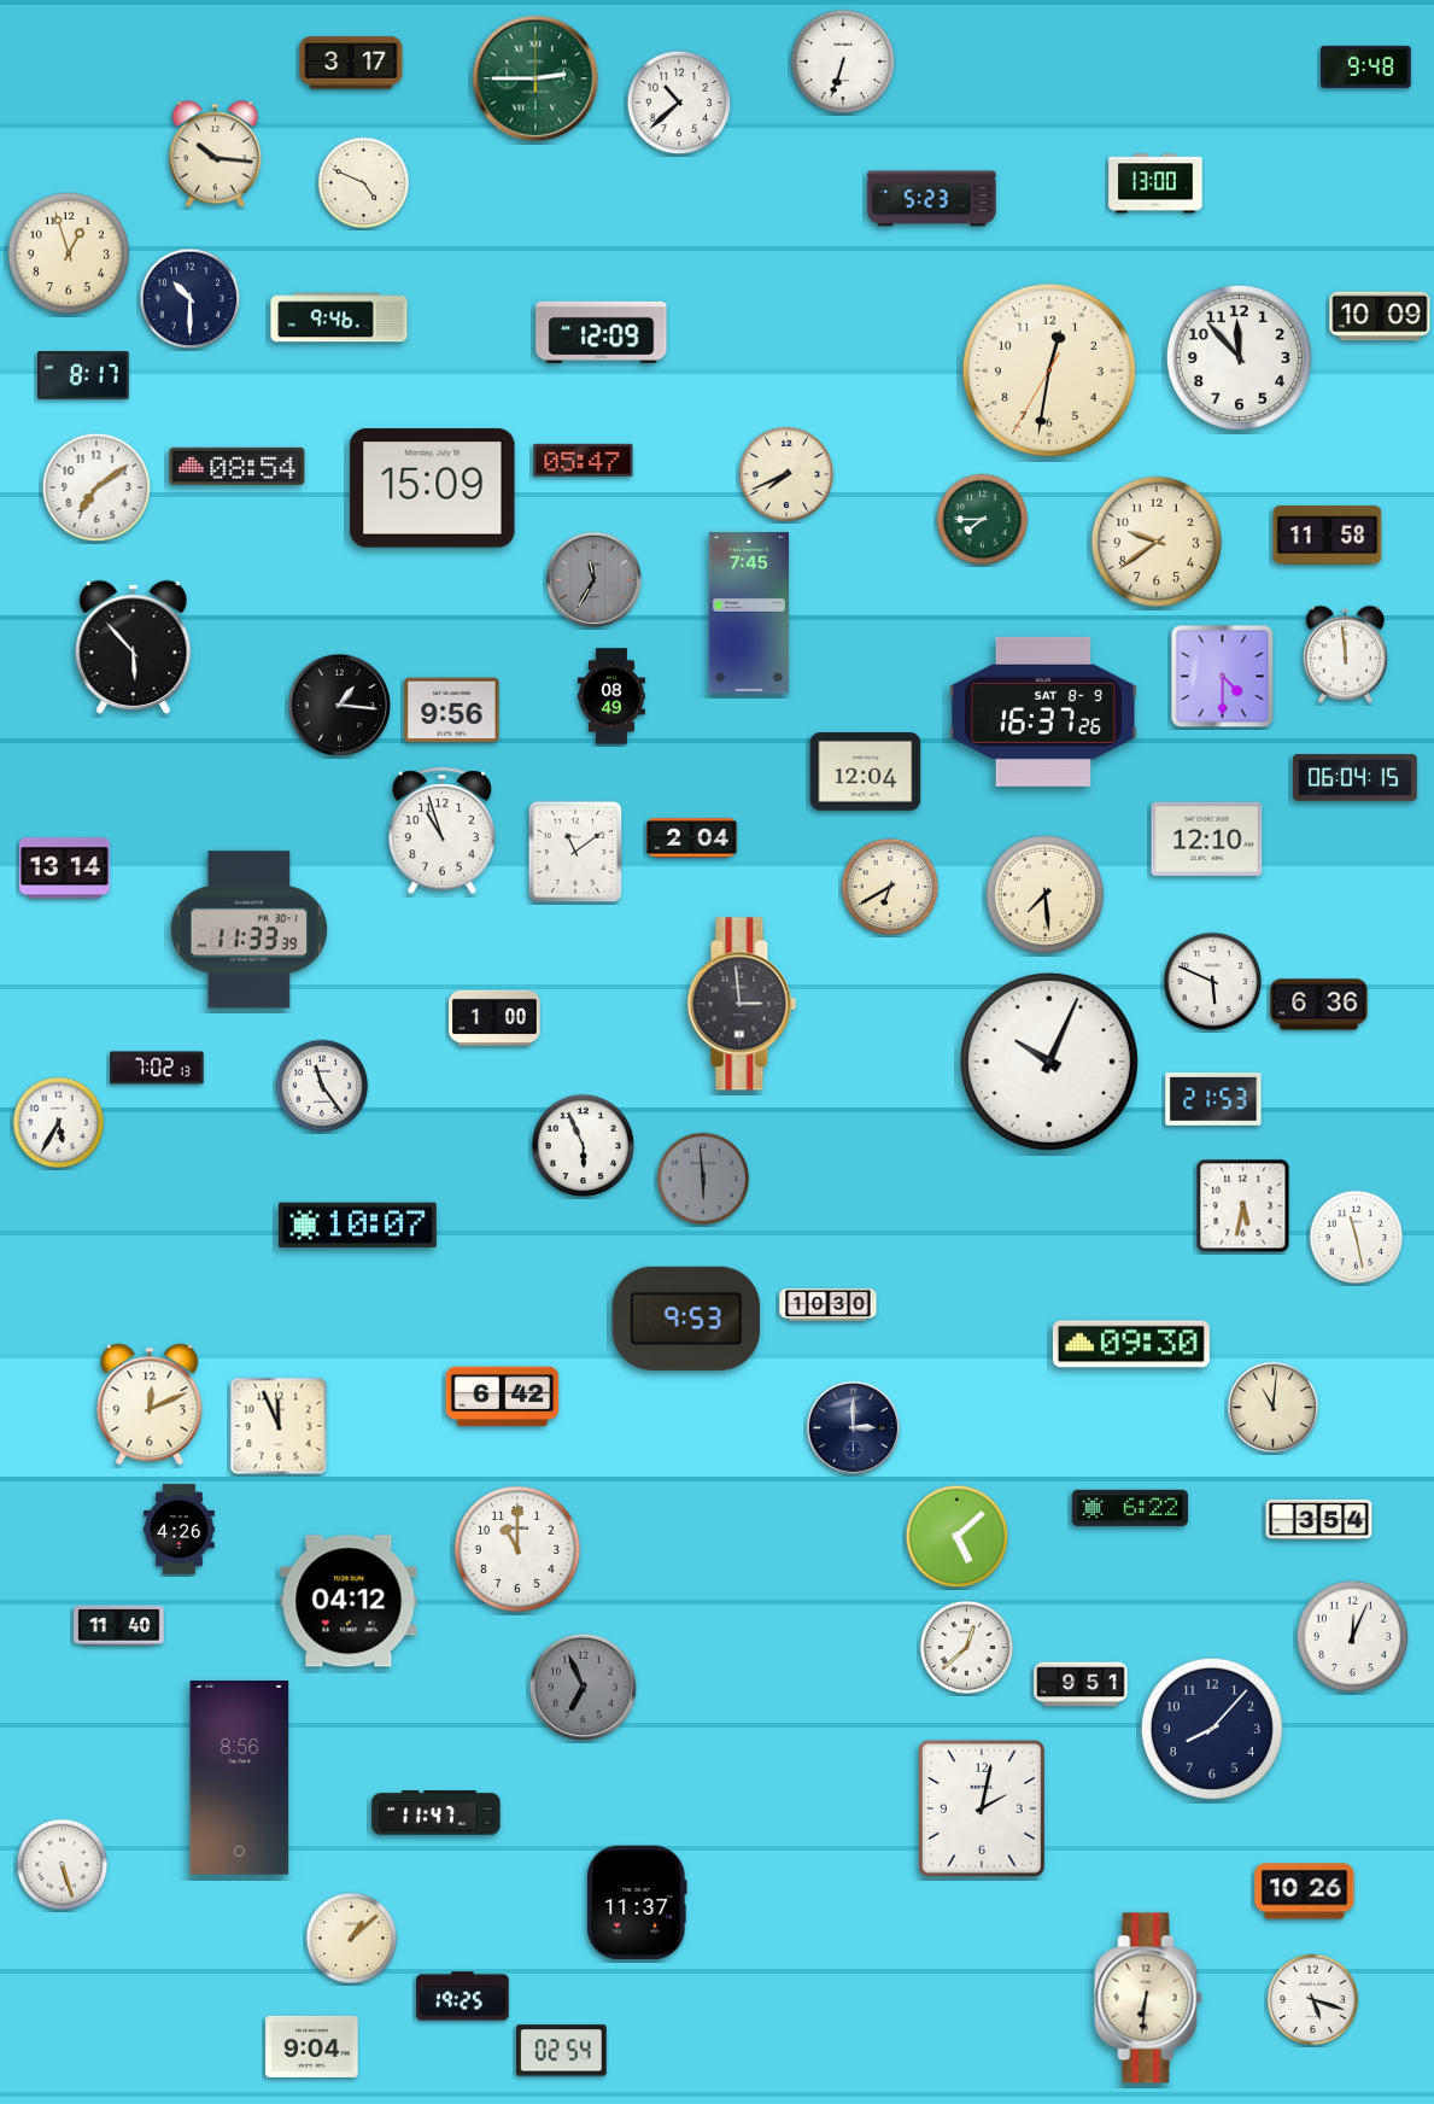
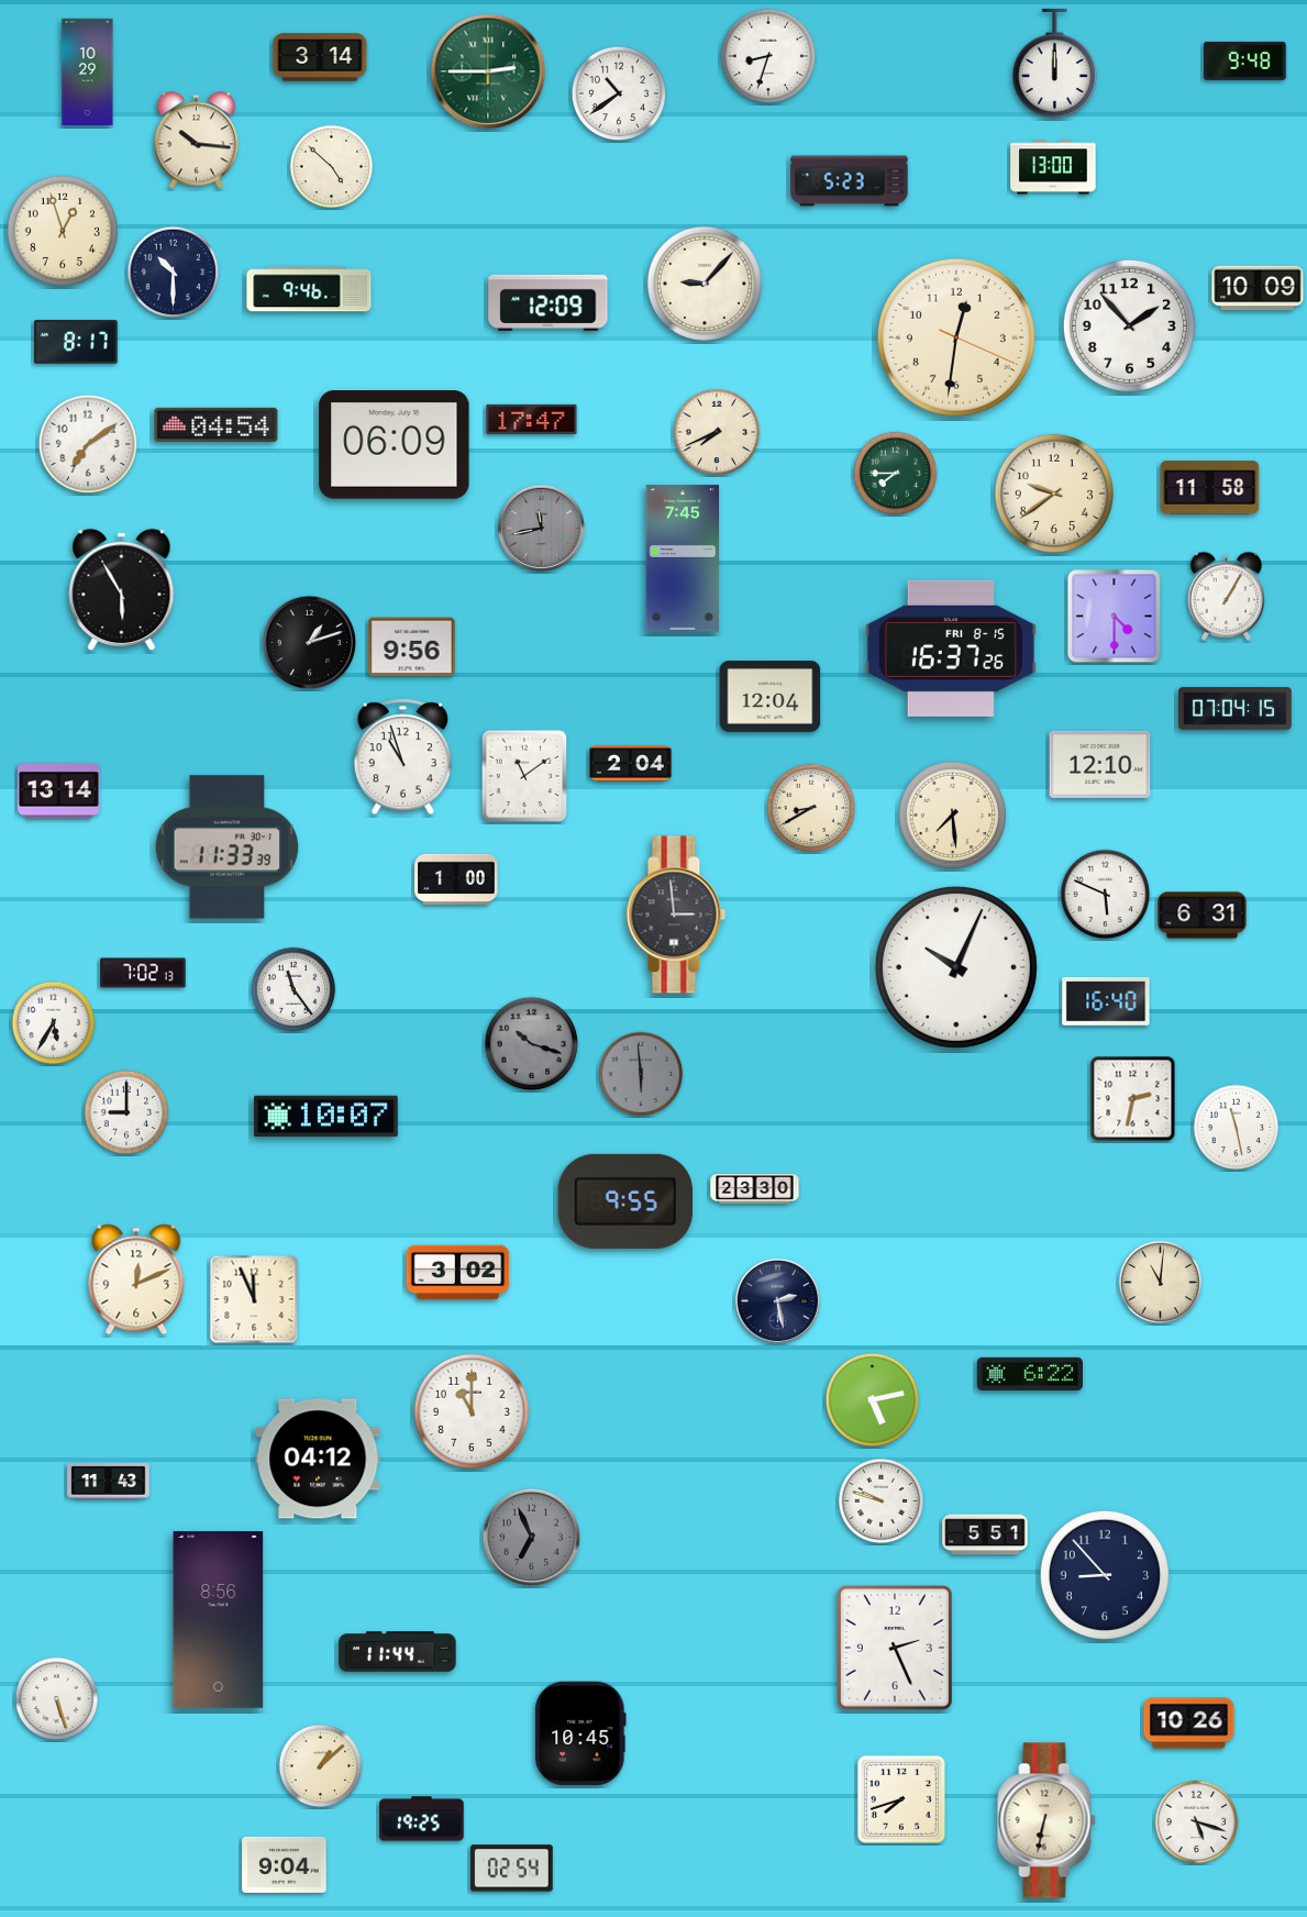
clock at (843, 62): 6:33 -> 8:33
clock at (351, 63): 3:17 -> 3:14
clock at (1054, 64): none -> 12:00
clock at (88, 71): none -> 10:29
clock at (679, 103): 10:38 -> 10:39
clock at (364, 183): 4:49 -> 4:52
clock at (705, 284): none -> 9:07
clock at (1239, 357): 11:53 -> 1:53
clock at (1049, 370): 12:31:35 -> 12:31:19
clock at (584, 460): 05:47 -> 17:47
clock at (238, 466): 08:54 -> 04:54
clock at (433, 489): 15:09 -> 06:09
clock at (593, 579): 11:35 -> 11:43
clock at (134, 648): 5:53 -> 5:55
clock at (1345, 654): 11:59 -> 1:05
clock at (611, 696): 08:49 -> none
clock at (340, 706): 1:16 -> 1:12
clock at (1043, 712) date: SAT 8-9 -> FRI 8-15
clock at (866, 772) position: (866, 772) -> (771, 697)
clock at (1356, 778): 06:04 -> 07:04
clock at (890, 887): 6:40 -> 8:40
clock at (1319, 1005): 6:36 -> 6:31
clock at (494, 1017) position: (494, 1017) -> (456, 878)
clock at (1213, 1100): 21:53 -> 16:40
clock at (584, 1146): 5:56 -> 10:18
clock at (584, 1146) dial: white -> grey
clock at (1243, 1206): 5:32 -> 2:32
clock at (126, 1112): none -> 9:00
clock at (829, 1305): 10:30 -> 23:30
clock at (686, 1319): 9:53 -> 9:55
clock at (1131, 1344): 09:30 -> none
clock at (503, 1397): 6:42 -> 3:02
clock at (853, 1427): 3:00 -> 2:28
clock at (1319, 1519): 3:54 -> none
clock at (180, 1530): 4:26 -> none
clock at (958, 1537): 5:08 -> 5:13
clock at (119, 1626): 11:40 -> 11:43
clock at (1353, 1637): 12:04 -> none
clock at (967, 1648): 12:38 -> 9:48
clock at (1081, 1684): 9:51 -> 5:51
clock at (1212, 1729): 8:07 -> 8:53
clock at (982, 1808): 2:02 -> 2:26
clock at (437, 1813): 11:47 -> 11:44
clock at (637, 1903): 11:37 -> 10:45
clock at (901, 1799): none -> 7:42
clock at (1148, 1998): 6:31 -> 6:32
